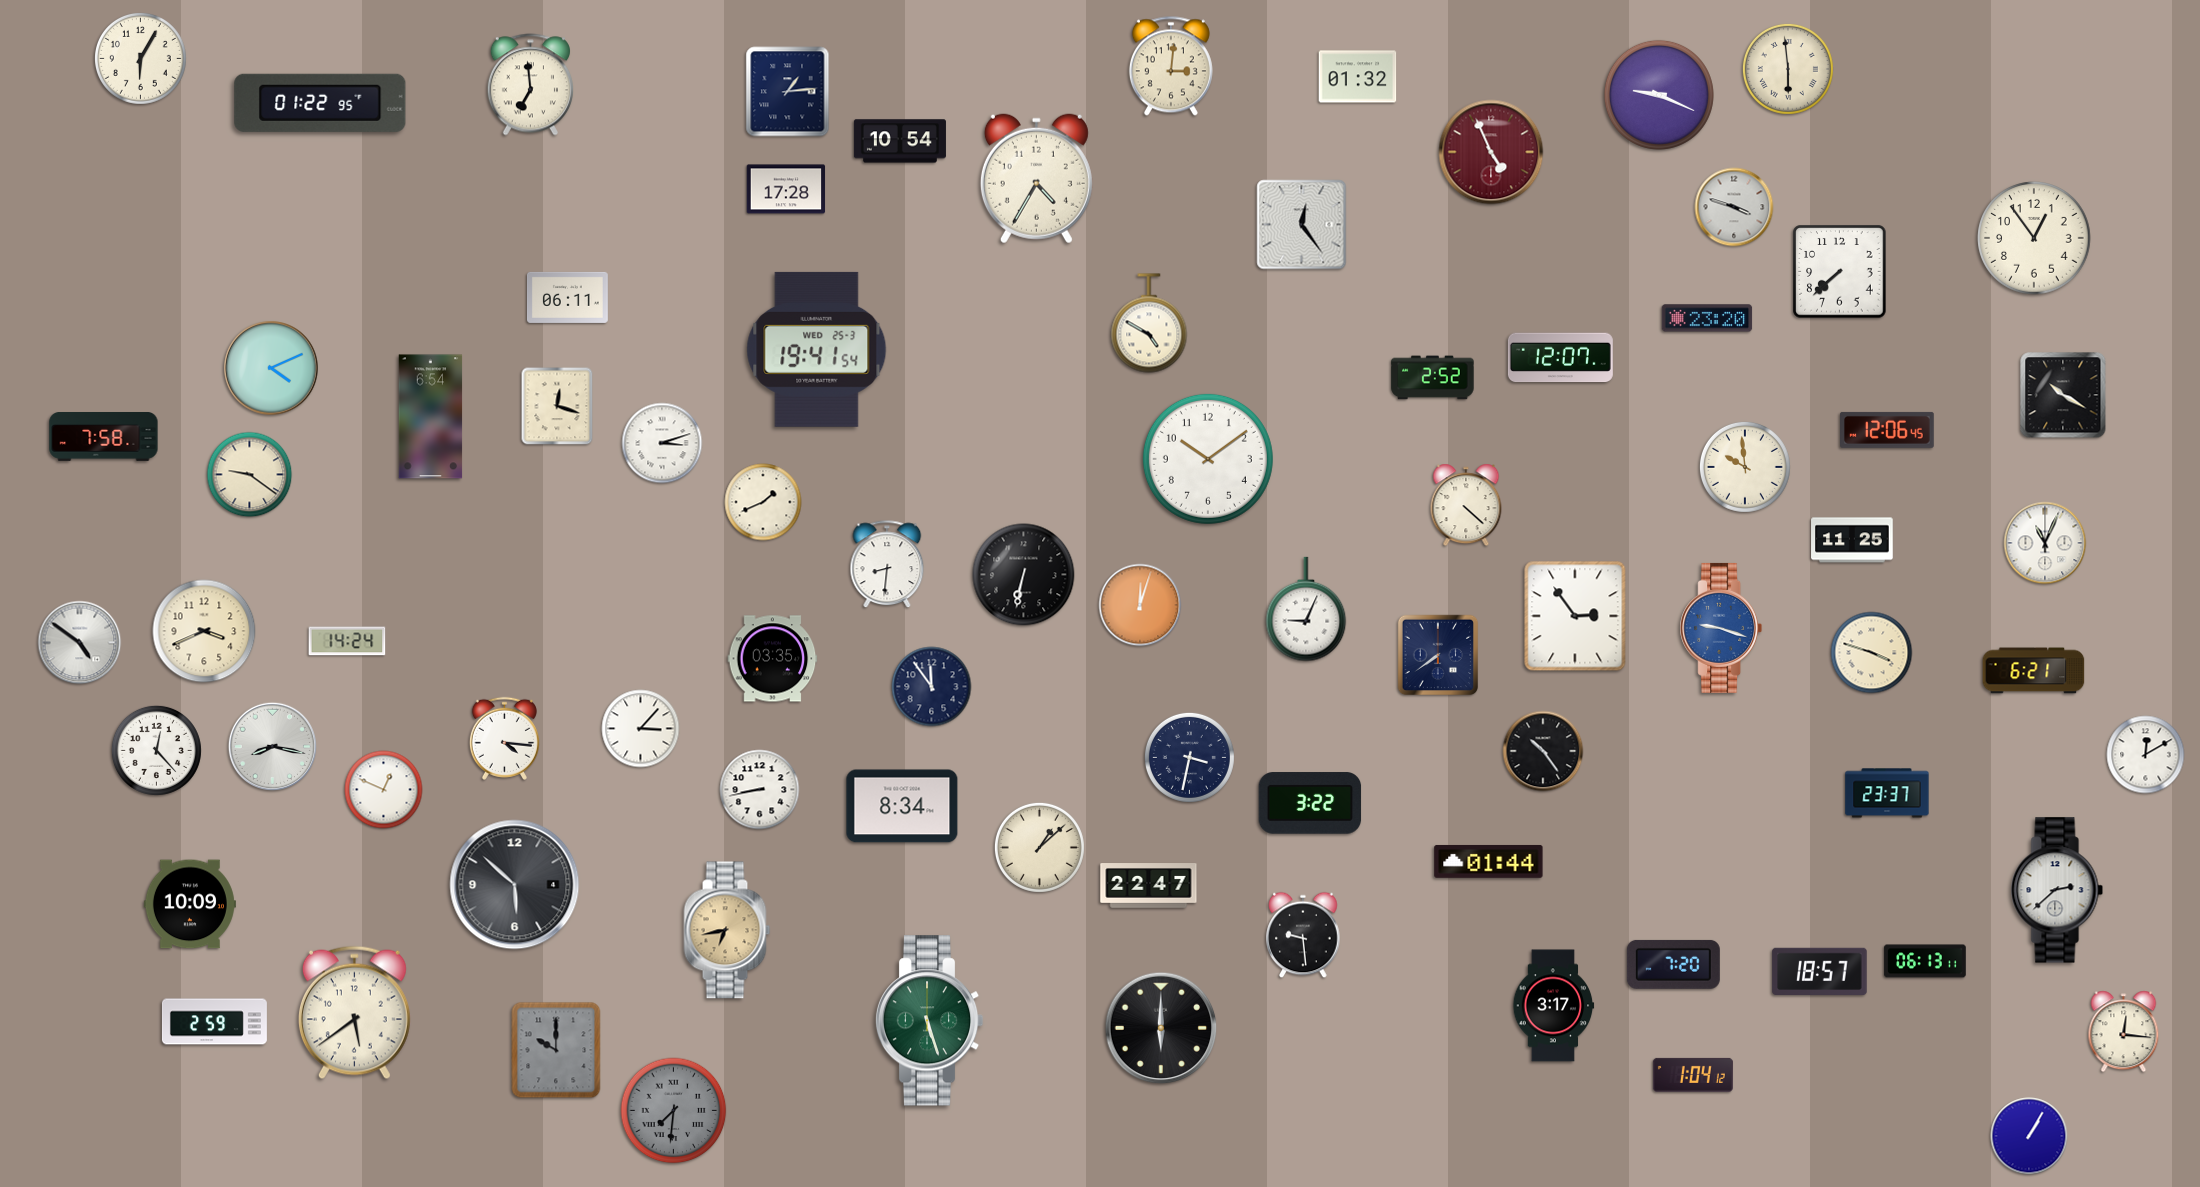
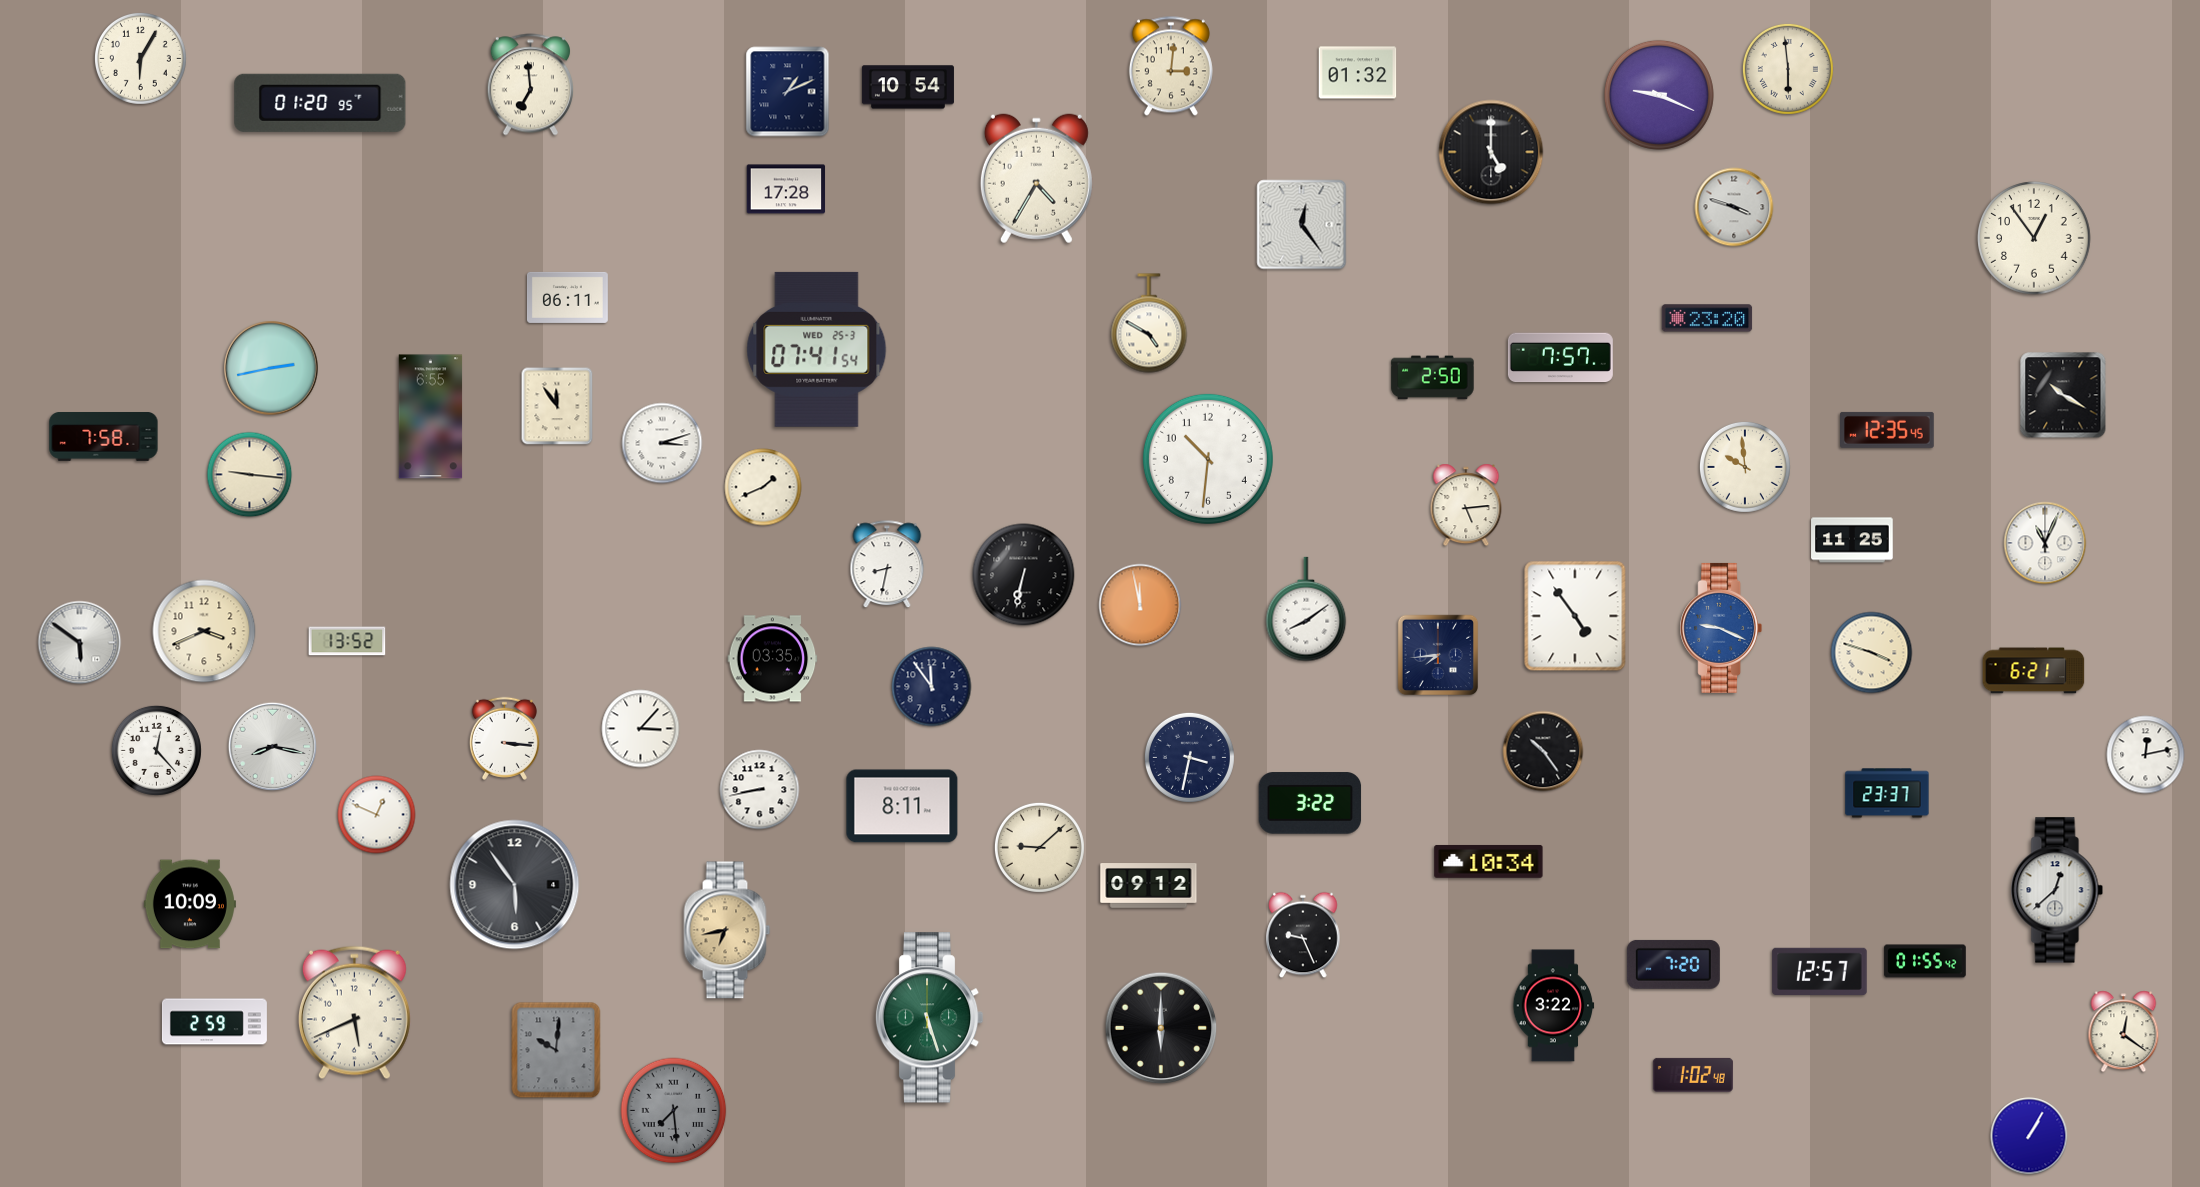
clock at (1358, 77) position: (1358, 77) -> (1358, 73)
clock at (788, 92): 1:14 -> 1:11
clock at (320, 103): 01:22 -> 01:20
clock at (900, 141) position: (900, 141) -> (908, 87)
clock at (1491, 152): 4:56 -> 5:00
clock at (1491, 152) dial: burgundy -> black
clock at (1840, 272): 7:38 -> none
clock at (817, 349): 19:41 -> 07:41
clock at (1560, 358): 12:07 -> 7:57
clock at (271, 368): 4:11 -> 2:43
clock at (1433, 378): 2:52 -> 2:50
clock at (557, 406): 12:18 -> 11:54
clock at (431, 417): 6:54 -> 6:55
clock at (1888, 430): 12:06 -> 12:35
clock at (1208, 459): 10:09 -> 10:31
clock at (250, 475): 9:21 -> 9:16
clock at (763, 502) position: (763, 502) -> (763, 487)
clock at (1466, 505): 4:22 -> 5:14
clock at (887, 565): 8:31 -> 8:32
clock at (1140, 605): 12:03 -> 11:58
clock at (1306, 609): 9:04 -> 8:09
clock at (1575, 616): 2:54 -> 4:54
clock at (1721, 628): 9:18 -> 9:19
clock at (347, 641): 14:24 -> 13:52
clock at (80, 643): 4:51 -> 5:51
clock at (1438, 655): 7:39 -> 7:44
clock at (504, 738): 4:16 -> 3:16
clock at (2146, 755): 12:10 -> 12:13
clock at (384, 790) position: (384, 790) -> (377, 815)
clock at (902, 806): 8:34 -> 8:11
clock at (1039, 847): 1:08 -> 9:08
clock at (1489, 861): 01:44 -> 10:34
clock at (515, 885): 5:52 -> 5:54
clock at (1149, 886): 22:47 -> 09:12
clock at (2057, 890): 2:38 -> 12:38
clock at (1303, 935): 9:29 -> 9:26
clock at (1925, 961): 06:13 -> 01:55
clock at (1820, 971): 18:57 -> 12:57
clock at (1554, 1006): 3:17 -> 3:22
clock at (354, 1013): 5:39 -> 5:41
clock at (929, 1021) position: (929, 1021) -> (929, 1018)
clock at (2124, 1032): 12:16 -> 12:21
clock at (556, 1050): 10:00 -> 10:01
clock at (1693, 1075): 1:04 -> 1:02
clock at (674, 1111): 7:31 -> 7:29
